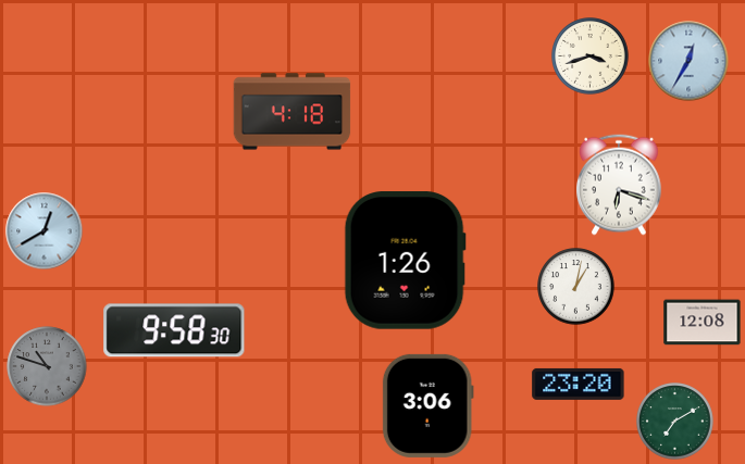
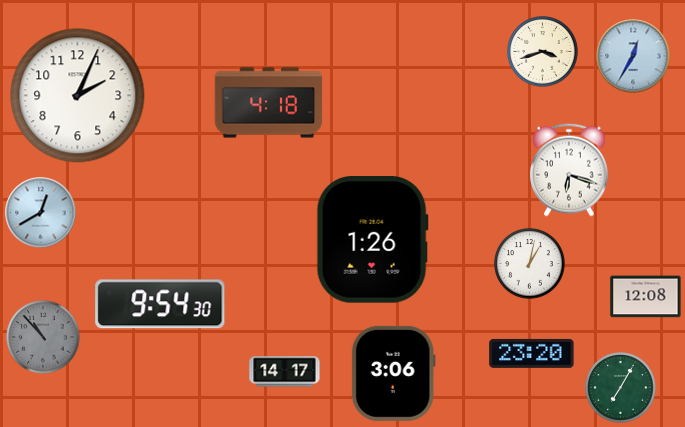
clock at (78, 96): none -> 2:04
clock at (174, 330): 9:58 -> 9:54
clock at (47, 366): 10:48 -> 10:53
clock at (285, 372): none -> 14:17
clock at (675, 422): 7:10 -> 7:05
